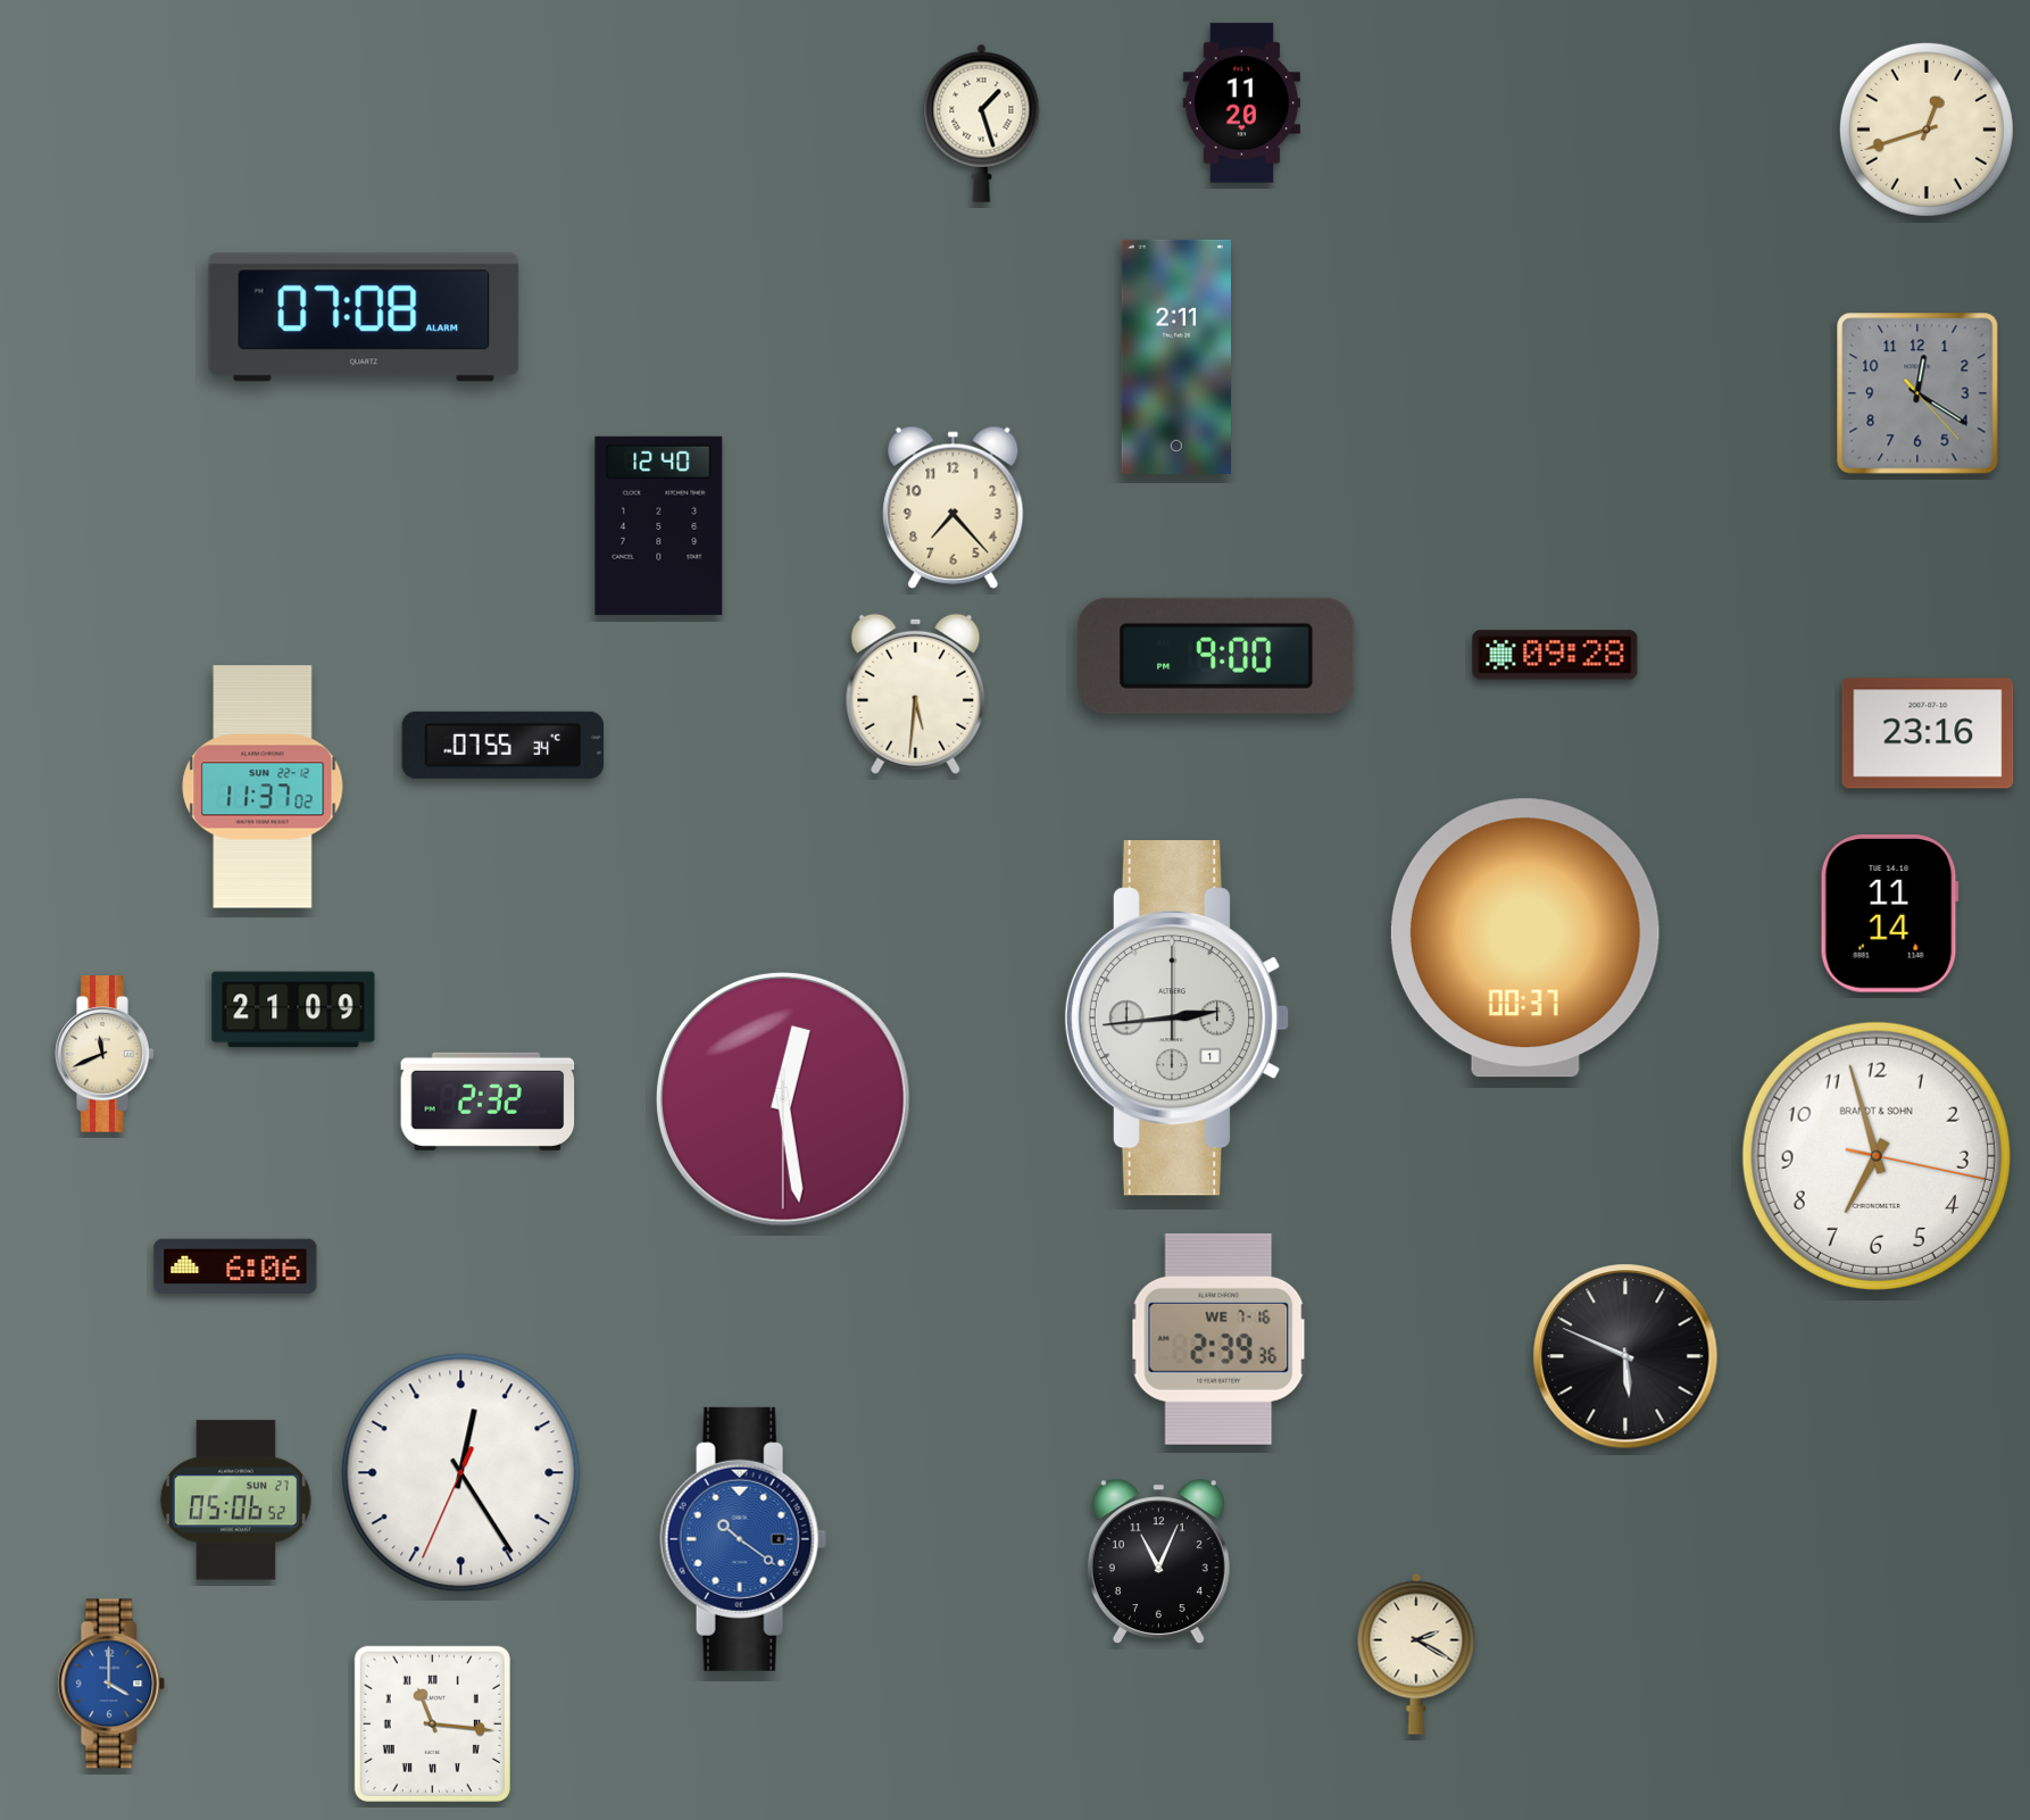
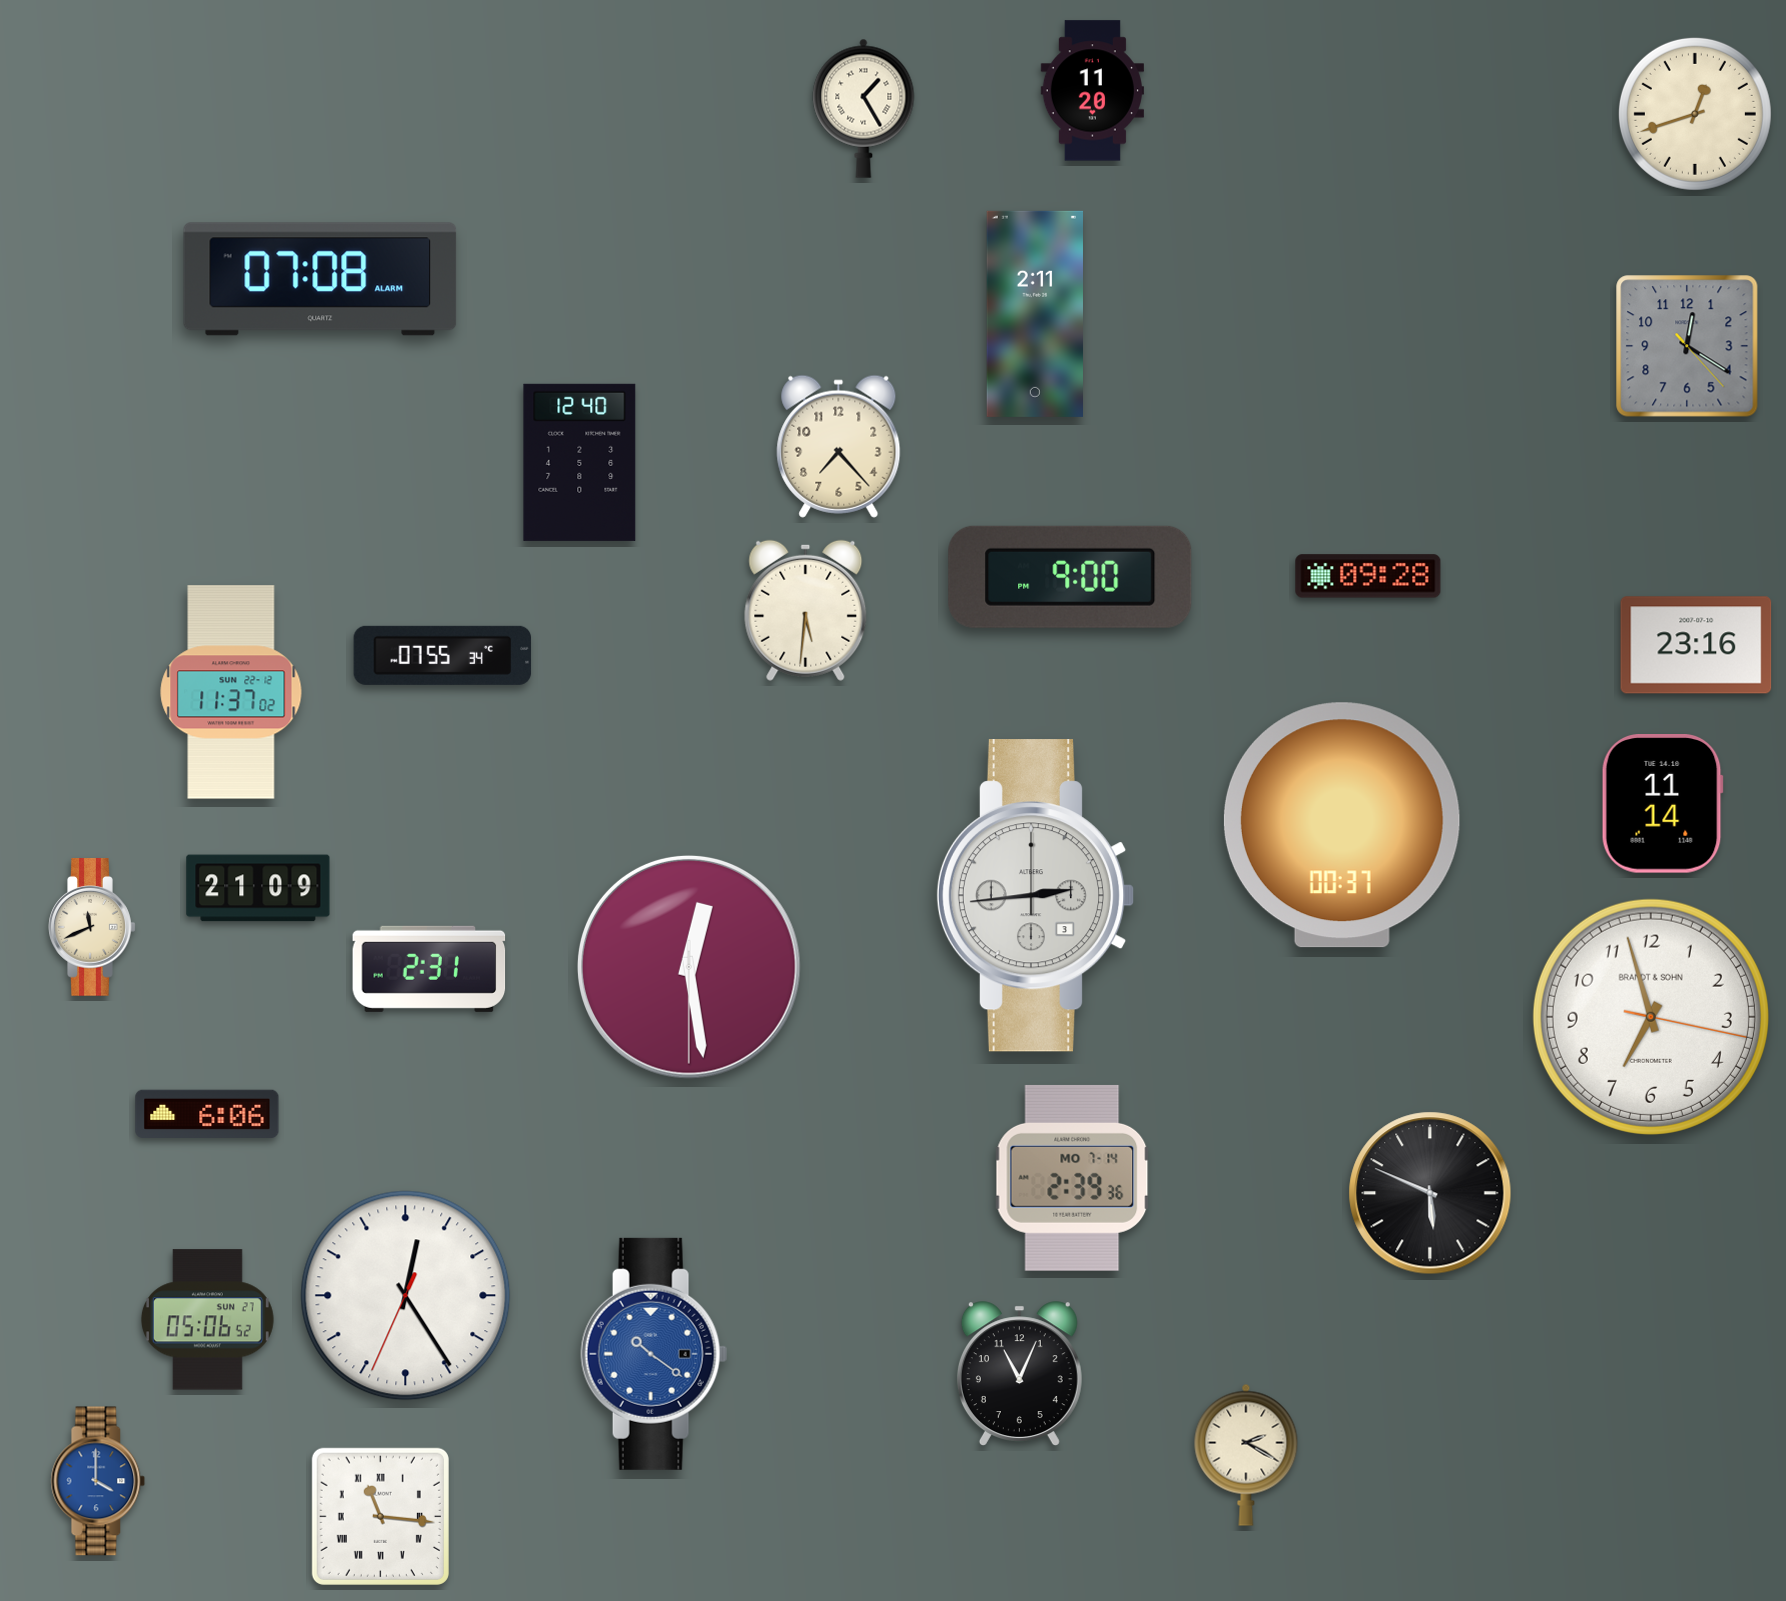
clock at (982, 123): 1:27 -> 1:25
clock at (1178, 1019) date: 1 -> 3
clock at (488, 1102): 2:32 -> 2:31
clock at (1218, 1339) date: WE 7-16 -> MO 7-14
